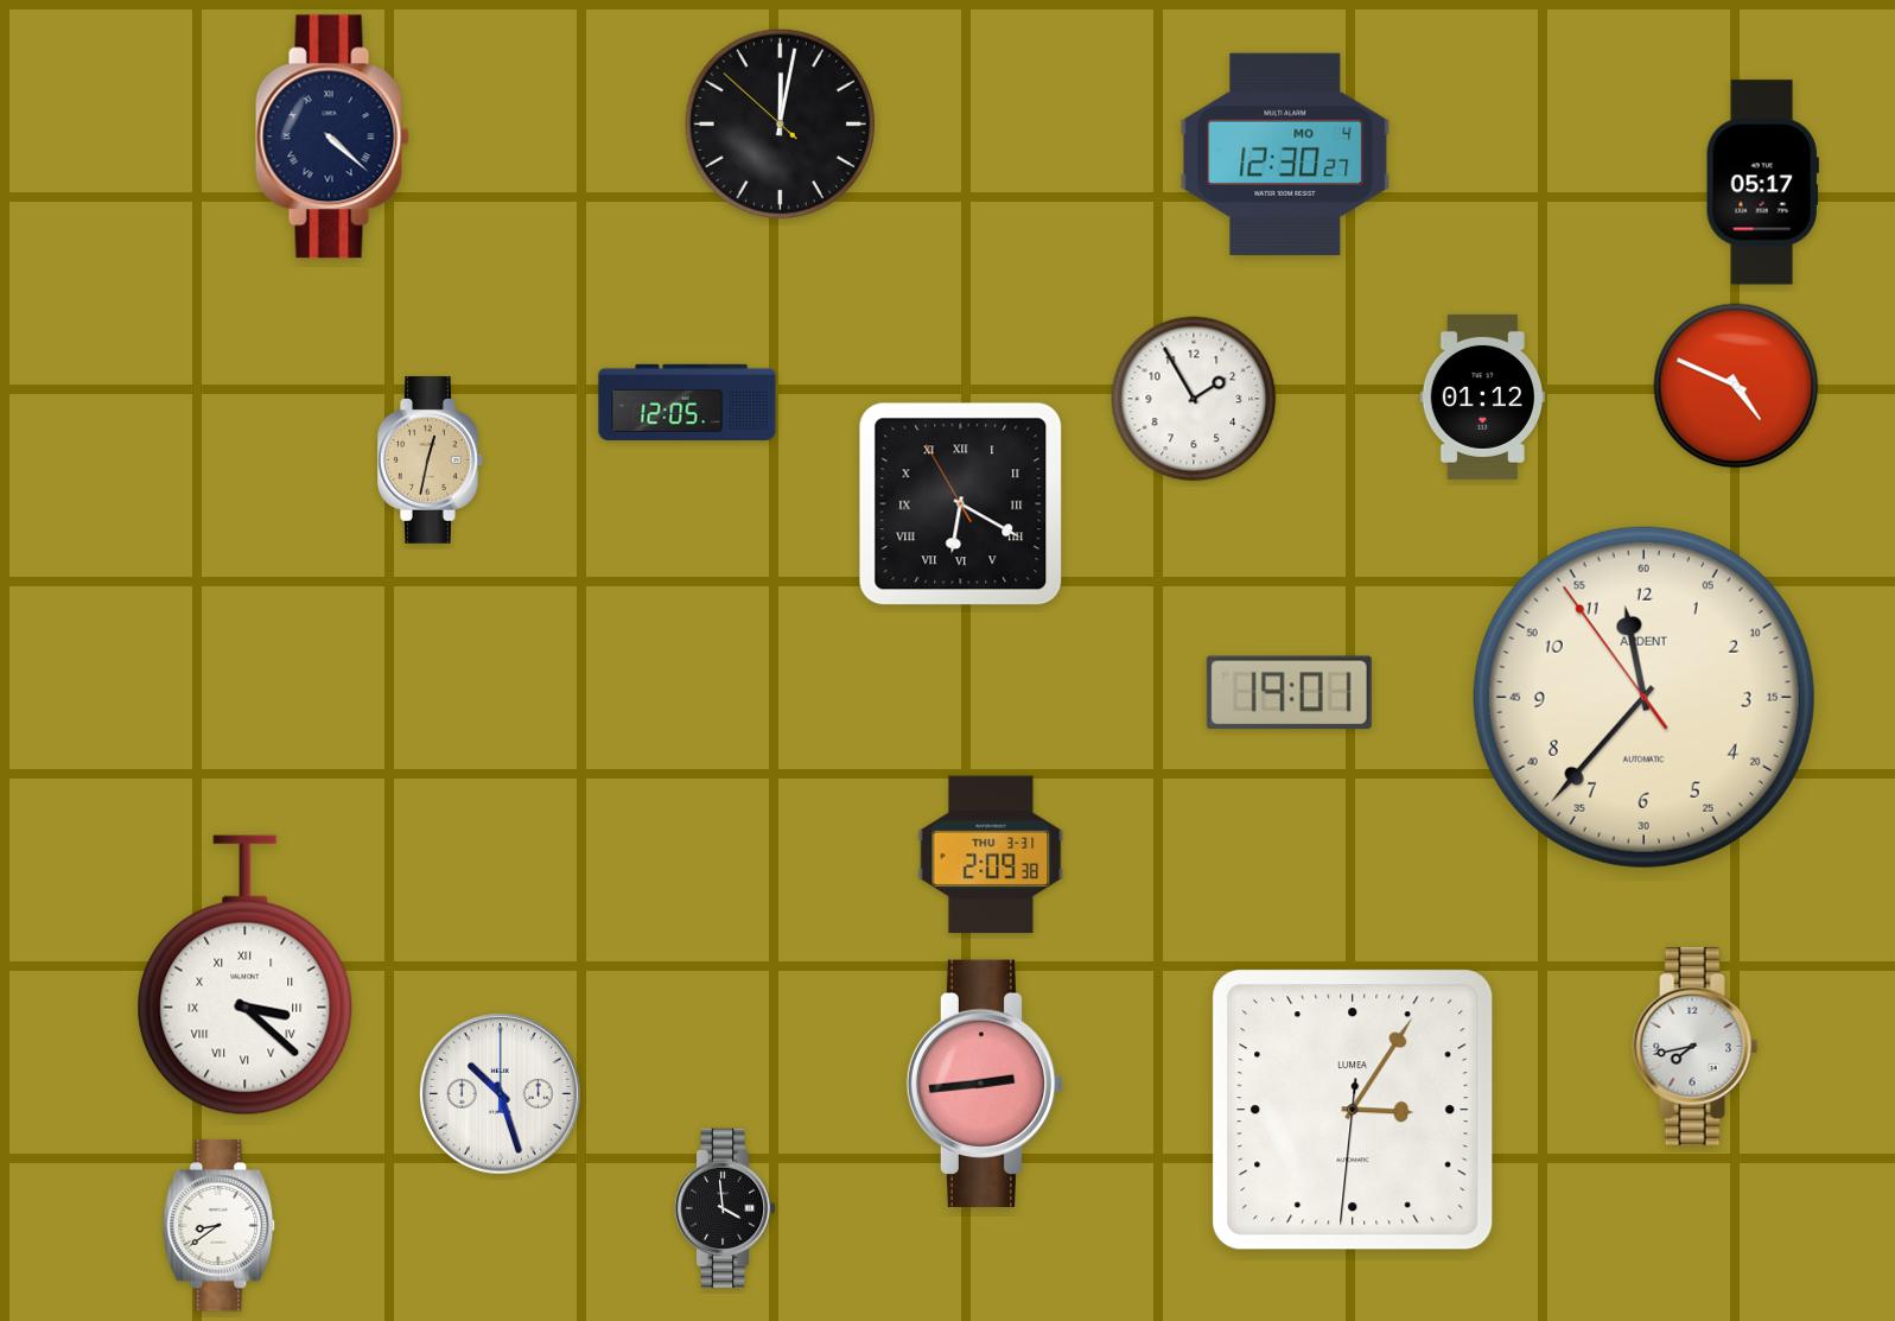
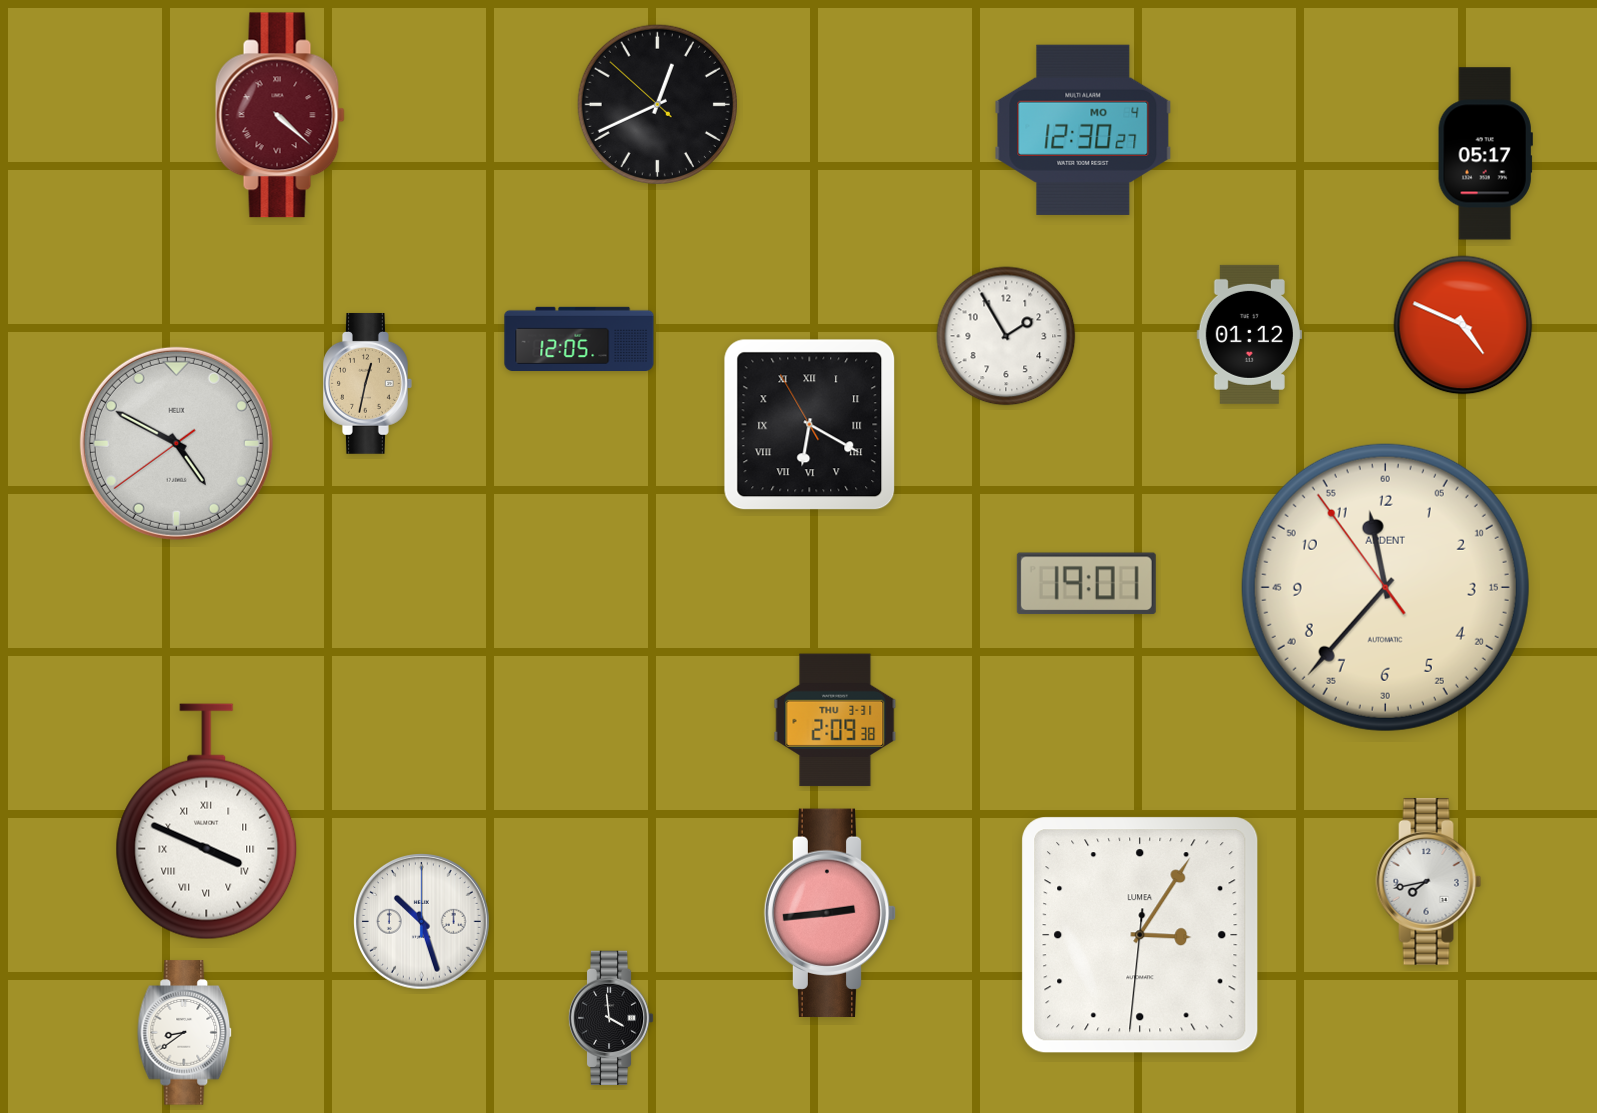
clock at (780, 123): 12:01 -> 12:40
clock at (332, 136) dial: navy -> burgundy
clock at (431, 459) position: (431, 459) -> (368, 383)
clock at (176, 443): none -> 4:49
clock at (246, 976): 3:22 -> 3:49
